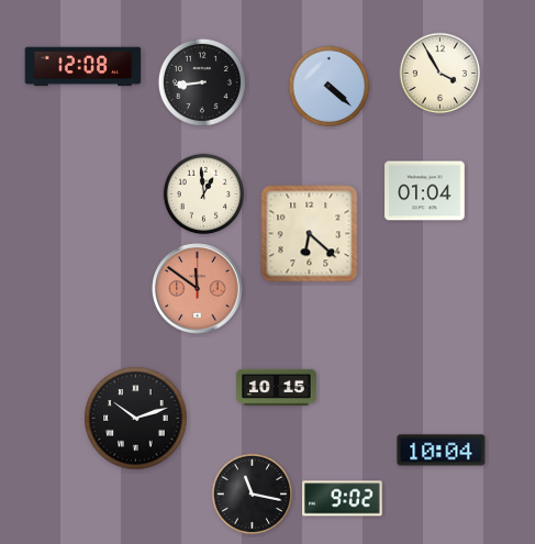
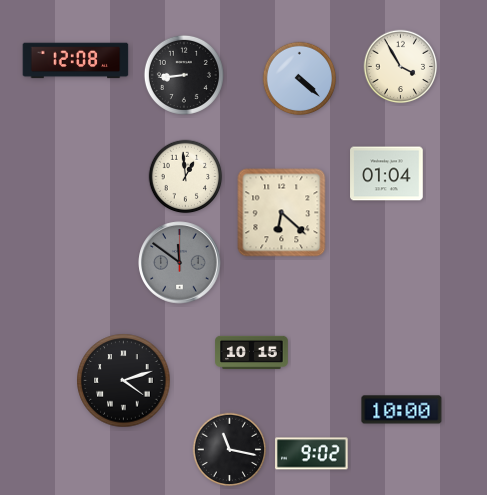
clock at (198, 289) dial: salmon -> grey
clock at (136, 419): 10:12 -> 4:12
clock at (442, 451): 10:04 -> 10:00
